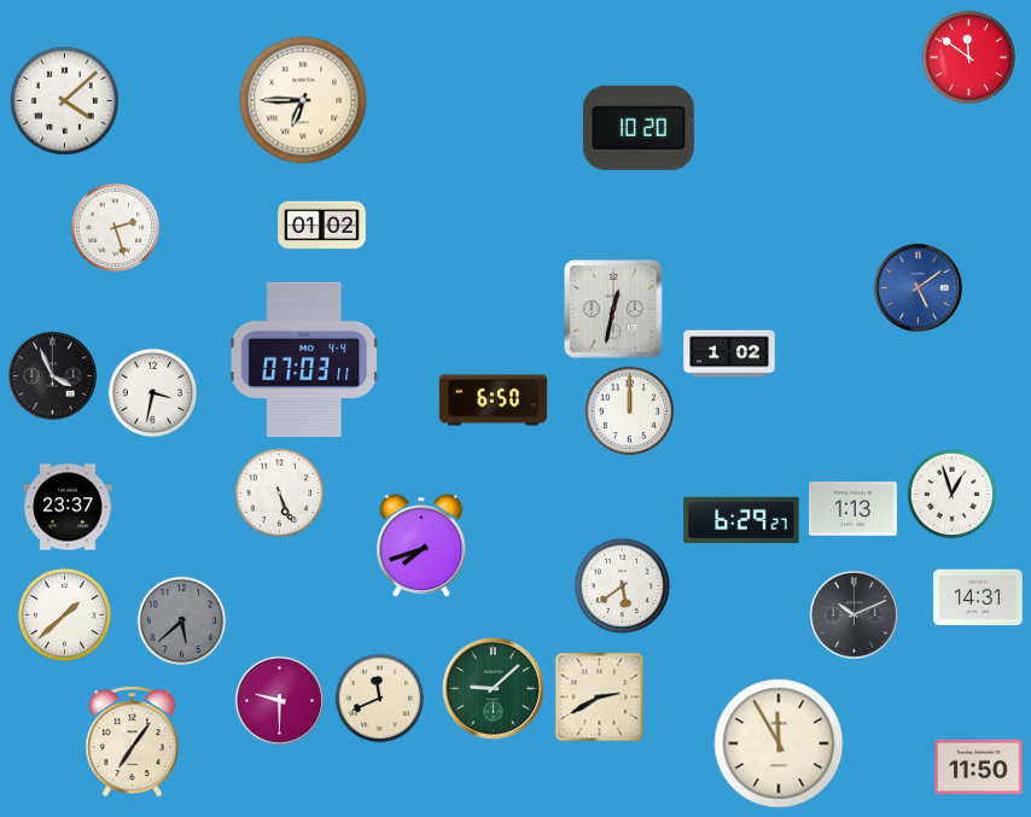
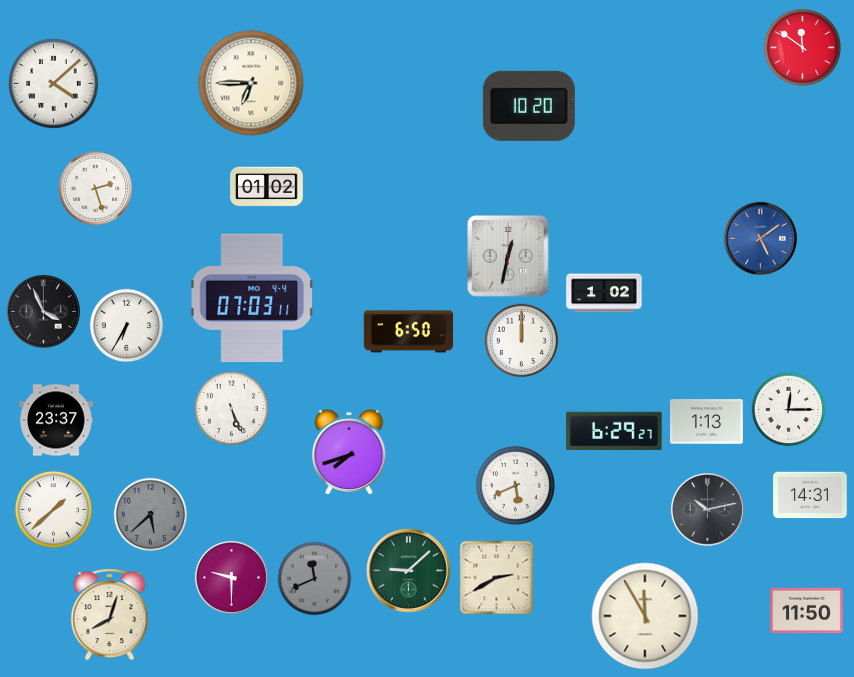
clock at (153, 393): 3:32 -> 6:35
clock at (953, 495): 12:57 -> 12:15
clock at (622, 585): 5:39 -> 5:41
clock at (854, 614): 10:11 -> 10:13
clock at (380, 699) dial: cream -> grey
clock at (279, 700) position: (279, 700) -> (231, 577)
clock at (133, 742): 7:06 -> 8:03
clock at (979, 768) position: (979, 768) -> (807, 611)
